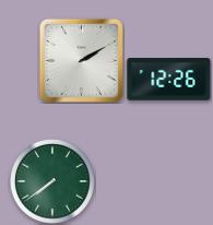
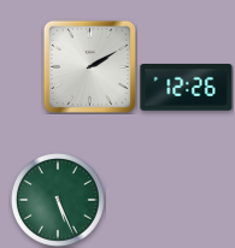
clock at (54, 182): 7:39 -> 5:26
